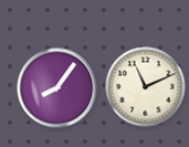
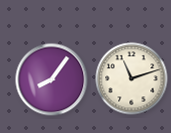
clock at (146, 87): 11:11 -> 11:12
